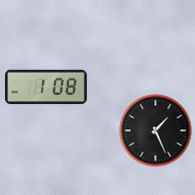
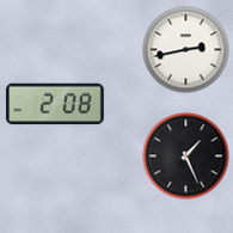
clock at (186, 50): none -> 2:43
clock at (46, 87): 1:08 -> 2:08
